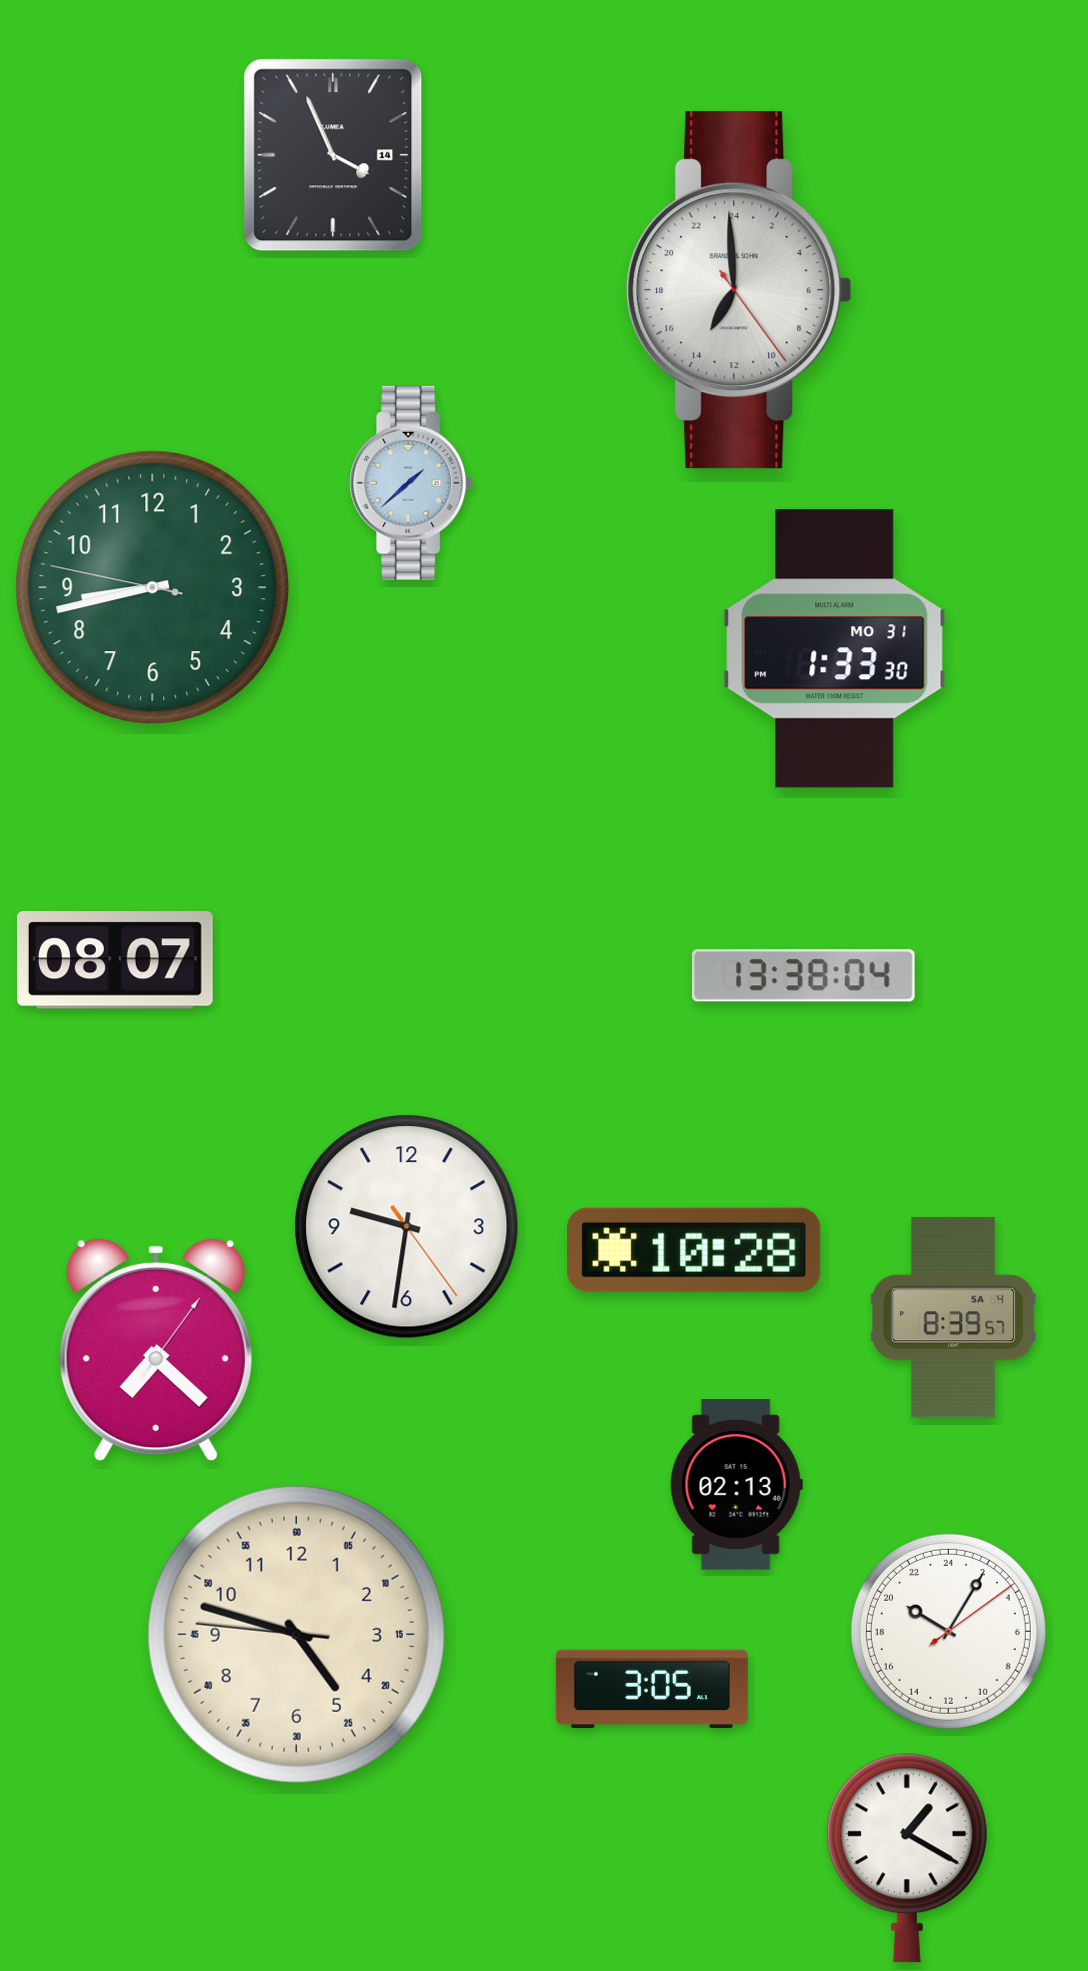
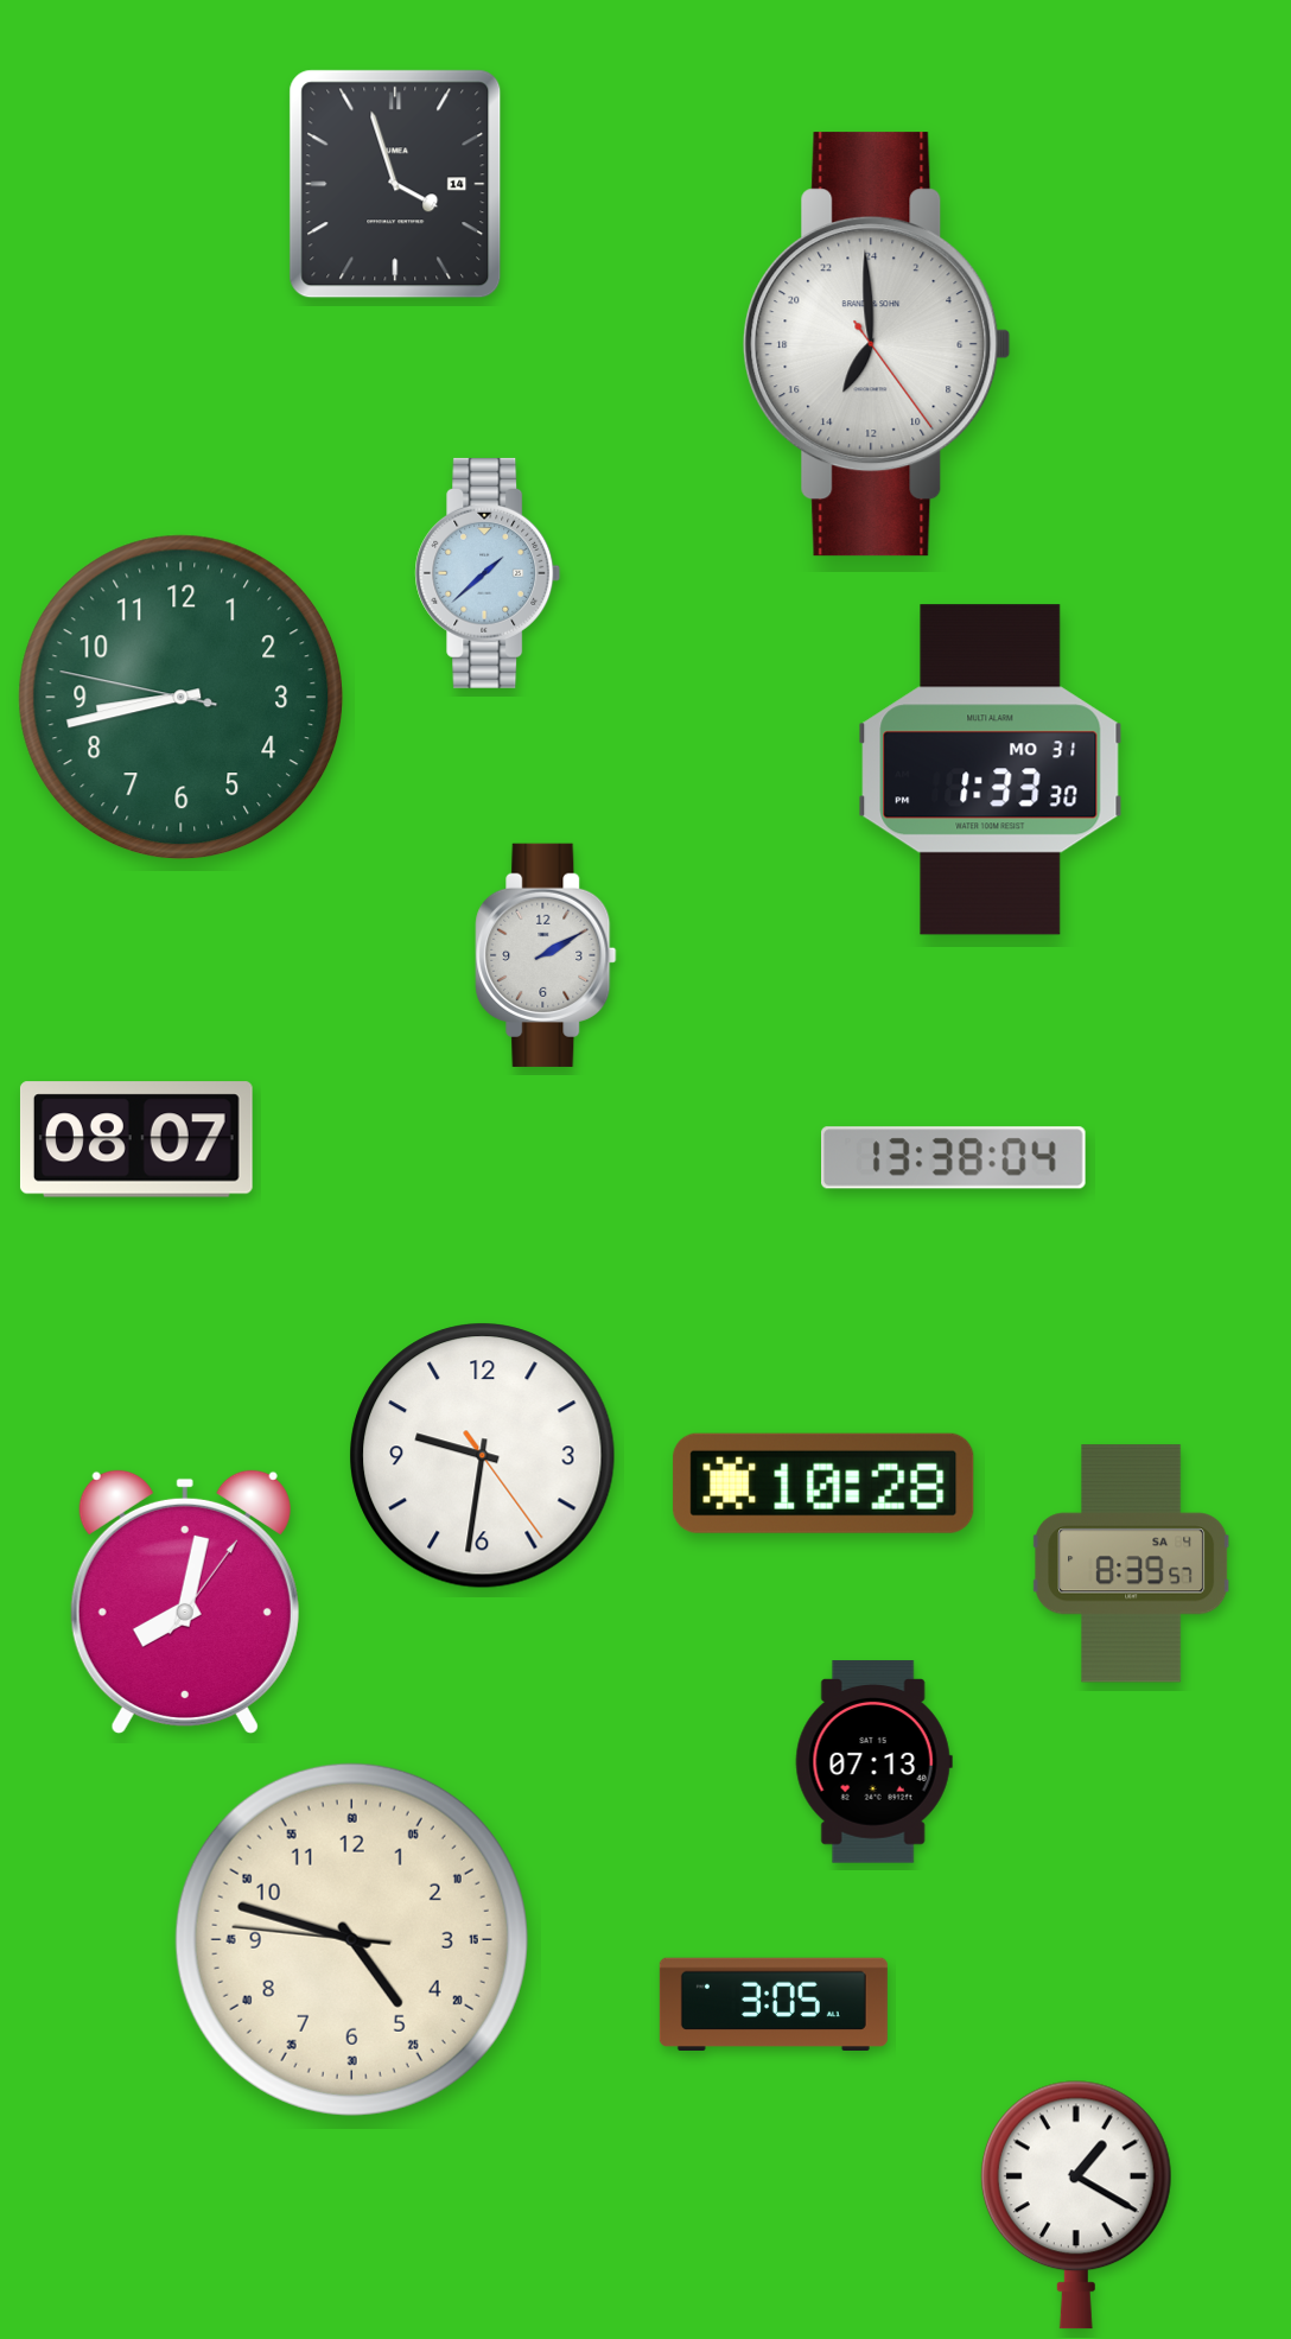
clock at (333, 155): 3:56 -> 3:57
clock at (546, 955): none -> 2:10
clock at (156, 1350): 7:22 -> 8:02
clock at (736, 1485): 02:13 -> 07:13
clock at (948, 1631): 20:05 -> none
